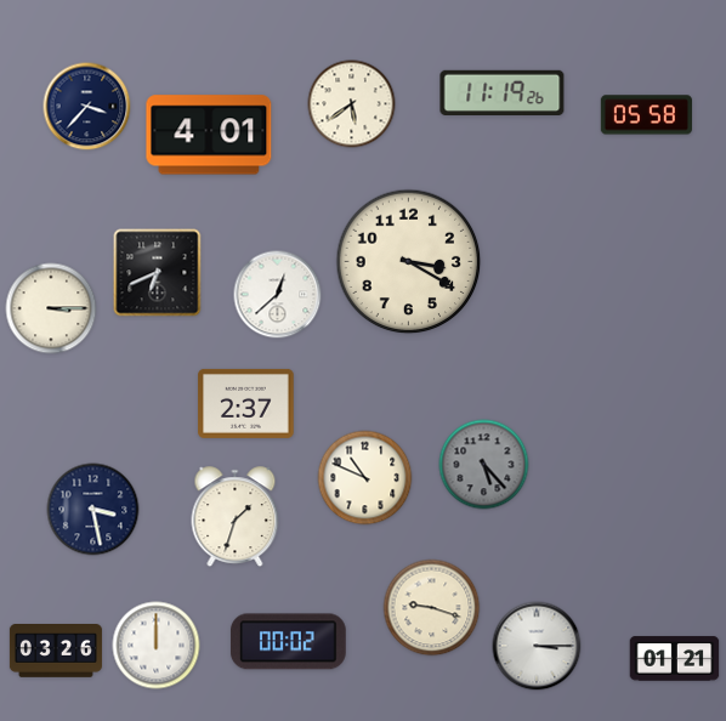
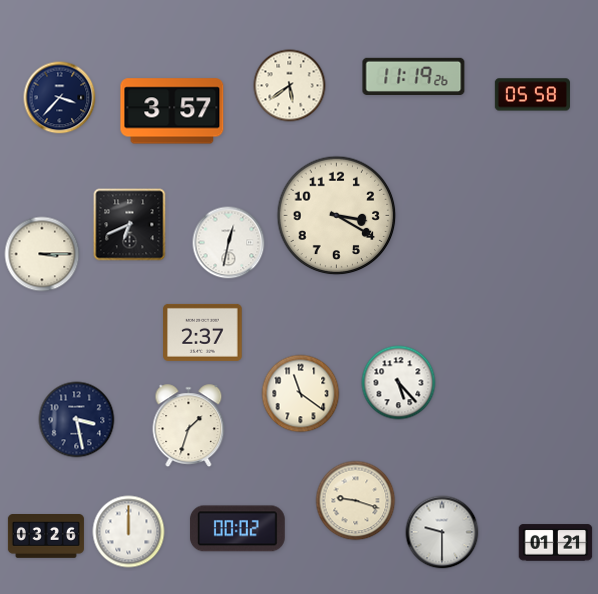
clock at (87, 107) position: (87, 107) -> (60, 98)
clock at (209, 135): 4:01 -> 3:57
clock at (278, 295): 12:38 -> 12:32
clock at (484, 465) dial: grey -> white
clock at (365, 478): 10:49 -> 11:21
clock at (236, 517) position: (236, 517) -> (189, 426)
clock at (537, 646): 3:15 -> 9:30
